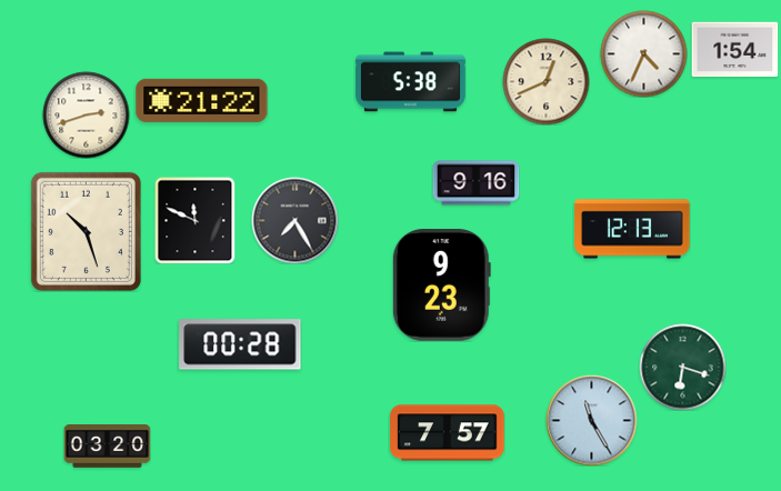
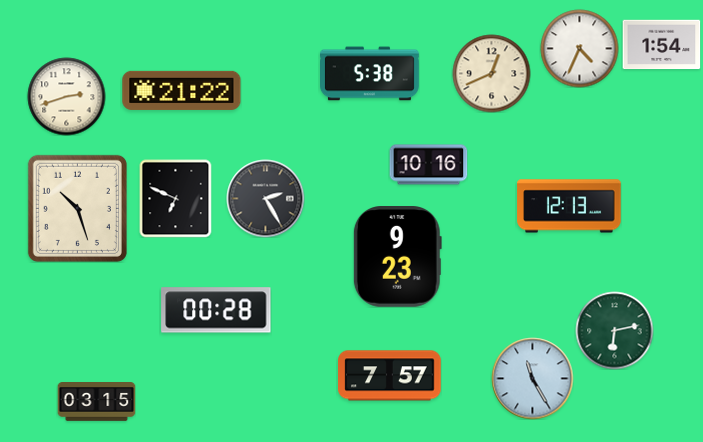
clock at (86, 114) position: (86, 114) -> (66, 96)
clock at (475, 183): 9:16 -> 10:16
clock at (196, 220): 11:49 -> 6:49
clock at (294, 220): 7:25 -> 2:25
clock at (682, 367): 6:18 -> 6:13
clock at (448, 433) position: (448, 433) -> (390, 376)
clock at (107, 447): 03:20 -> 03:15
